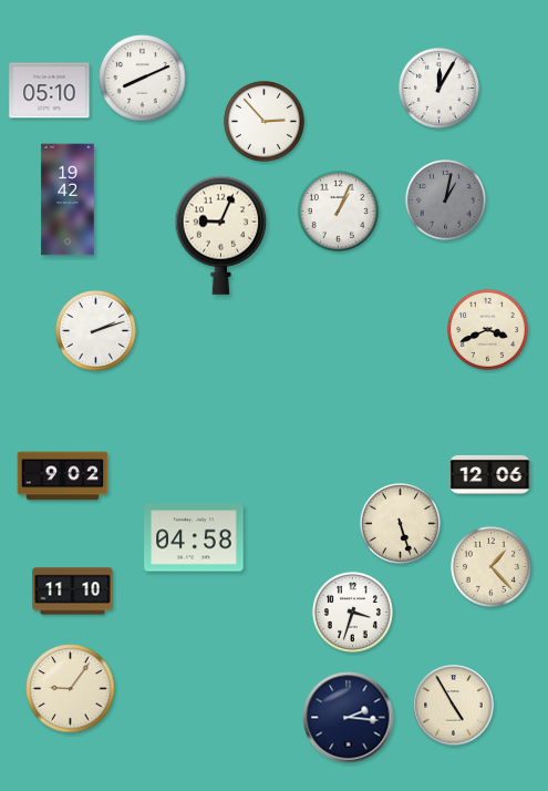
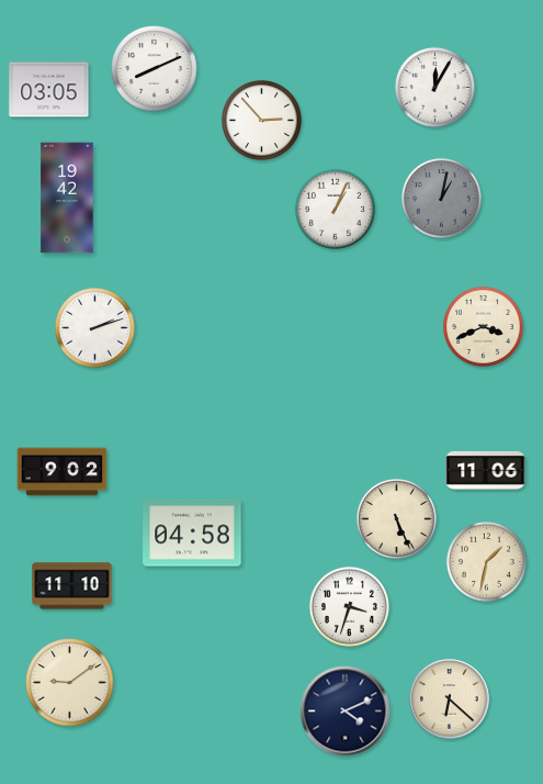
clock at (143, 79) position: (143, 79) -> (155, 69)
clock at (50, 91): 05:10 -> 03:05
clock at (221, 235): 9:04 -> none
clock at (490, 474): 12:06 -> 11:06
clock at (400, 523): 5:27 -> 5:26
clock at (490, 566): 1:23 -> 1:32
clock at (71, 689): 9:06 -> 9:09
clock at (454, 706): 4:55 -> 6:22
clock at (349, 718): 2:16 -> 4:11
